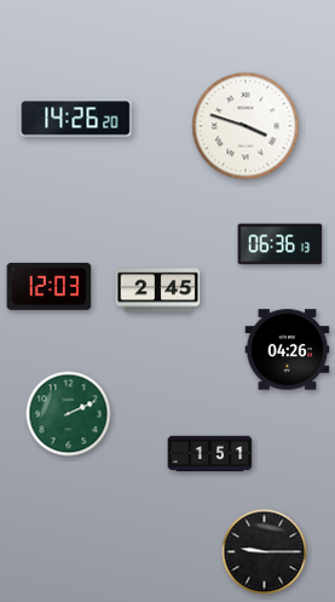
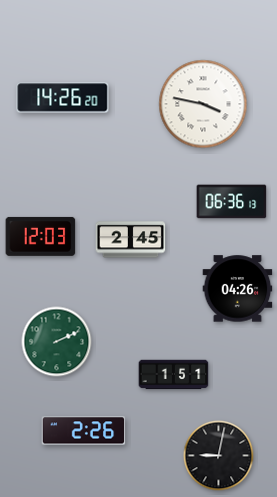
clock at (246, 126): 3:48 -> 3:47
clock at (84, 431): none -> 2:26
clock at (265, 552): 9:15 -> 9:02
